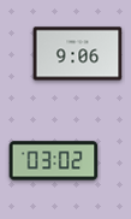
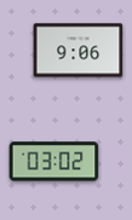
clock at (78, 54) position: (78, 54) -> (79, 51)
